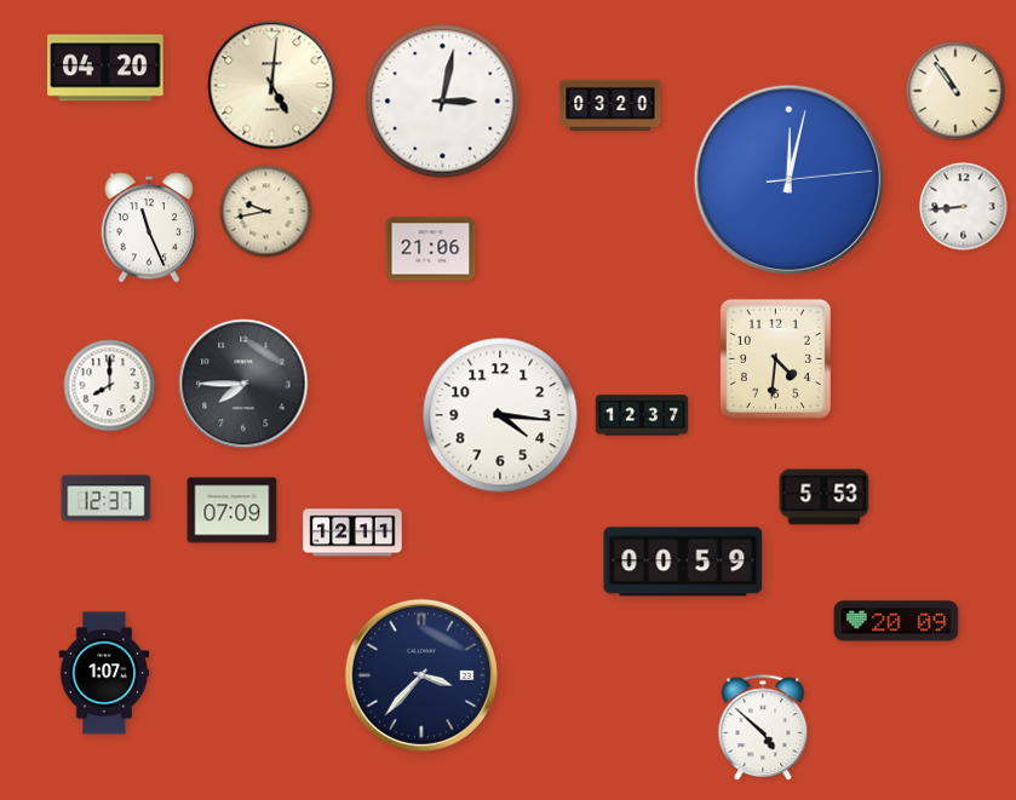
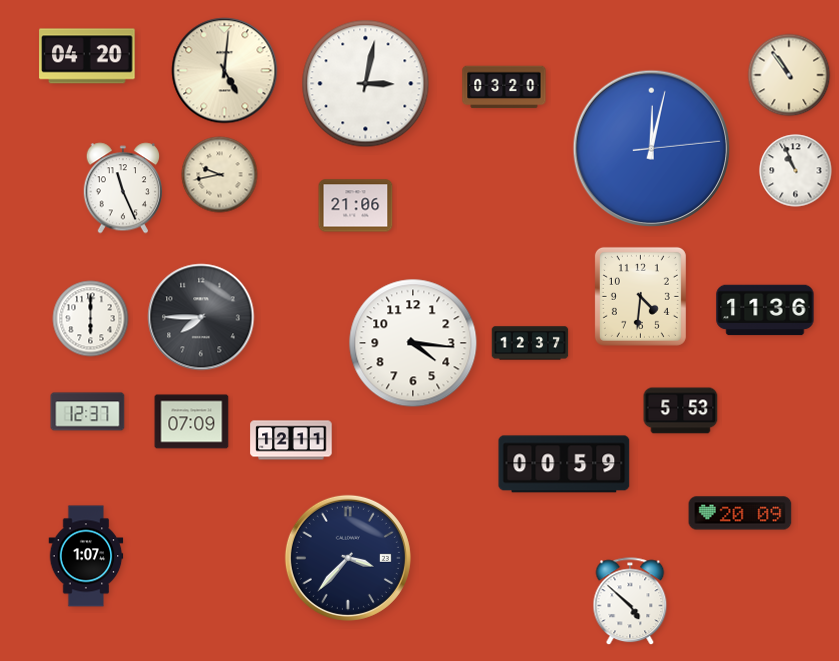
clock at (964, 207): 8:44 -> 10:56
clock at (765, 310): none -> 11:36
clock at (110, 386): 8:00 -> 6:00
